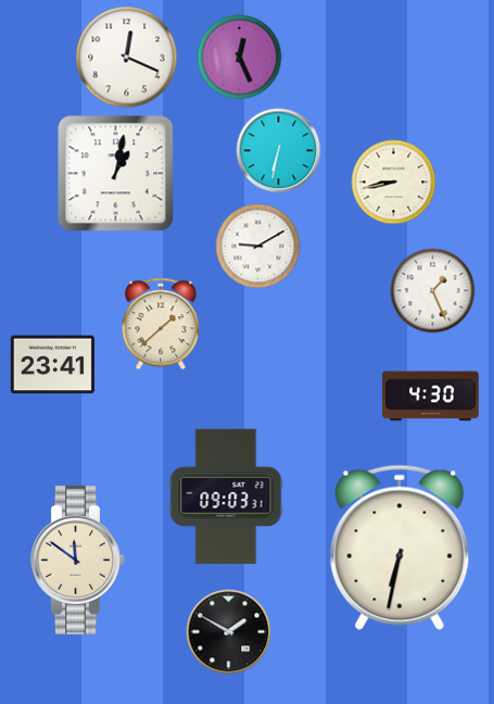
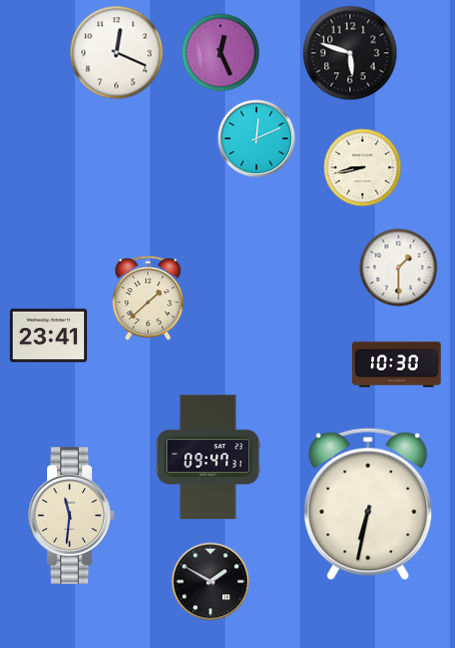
clock at (350, 53): none -> 5:48
clock at (278, 150): 6:32 -> 12:11
clock at (115, 173): 1:02 -> none
clock at (257, 246): 9:10 -> none
clock at (432, 290): 1:26 -> 1:30
clock at (431, 397): 4:30 -> 10:30
clock at (226, 496): 09:03 -> 09:47
clock at (78, 560): 11:51 -> 11:31
